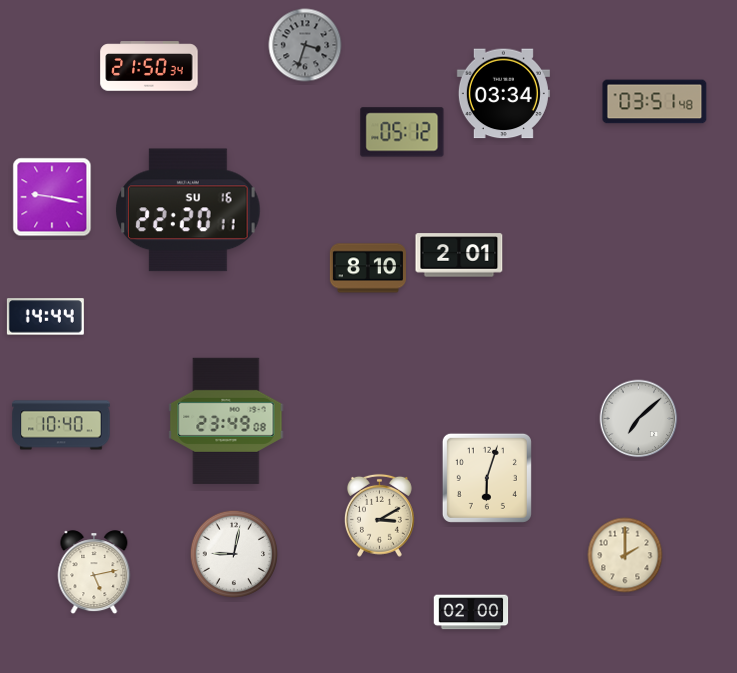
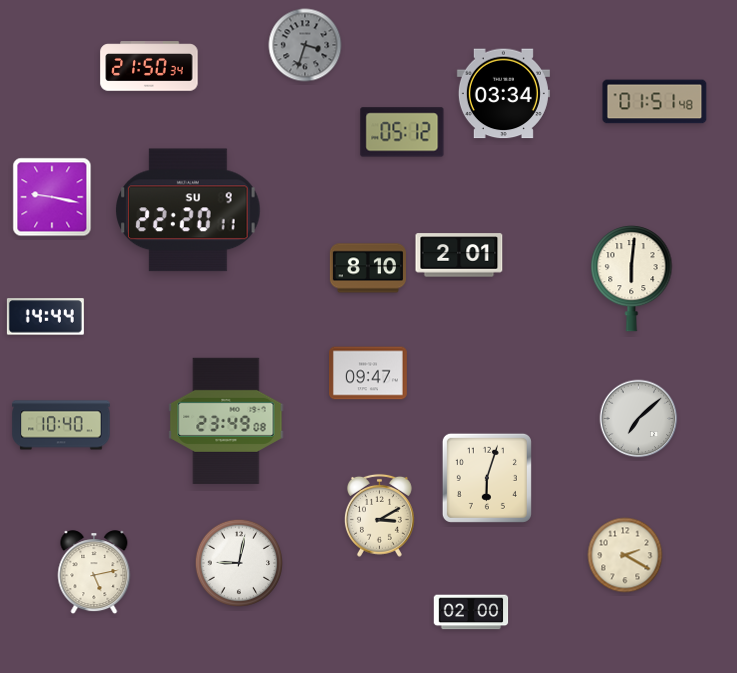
clock at (655, 102): 03:51 -> 01:51
clock at (188, 210) date: SU 16 -> SU 9
clock at (632, 279): none -> 6:01
clock at (369, 373): none -> 09:47
clock at (233, 553) position: (233, 553) -> (238, 562)
clock at (625, 555): 2:00 -> 2:20
